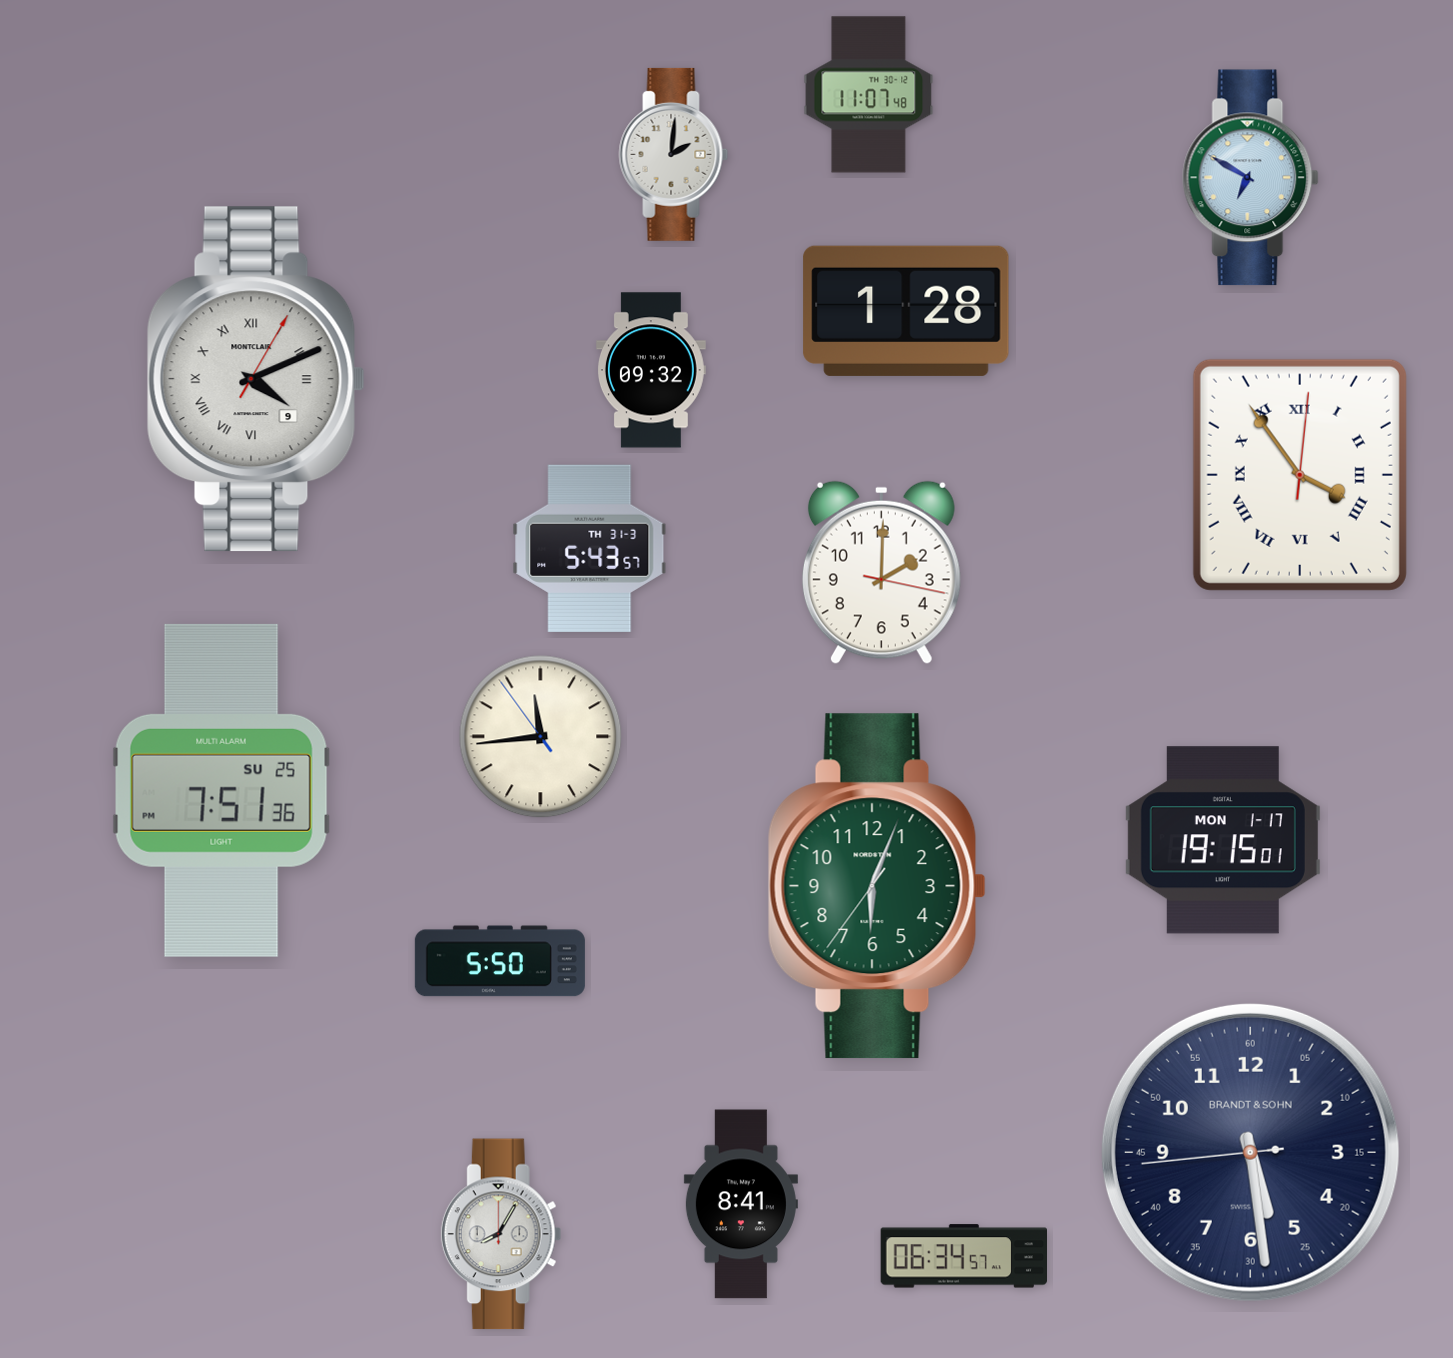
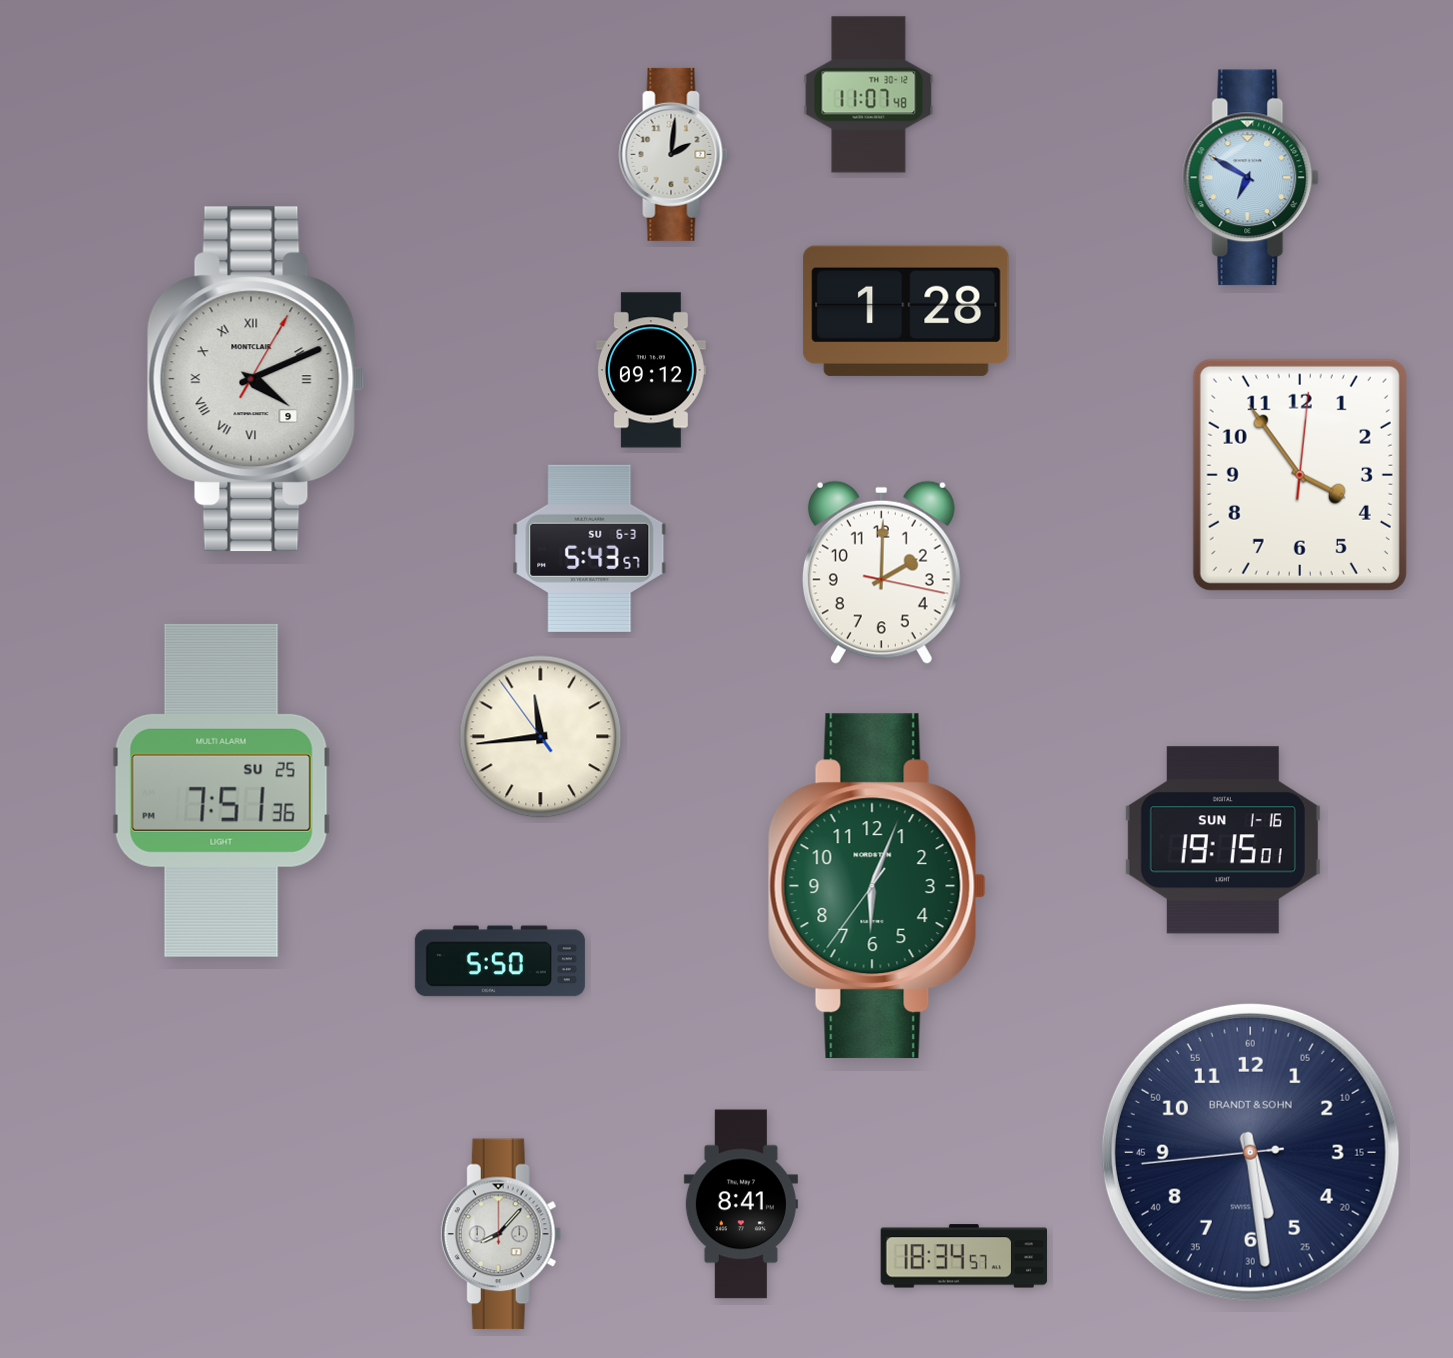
clock at (651, 370): 09:32 -> 09:12
clock at (1300, 475) numerals: Roman -> Arabic
clock at (590, 548) date: TH 31-3 -> SU 6-3
clock at (1223, 840) date: MON 1-17 -> SUN 1-16
clock at (501, 1234): 8:05 -> 8:07
clock at (963, 1256): 06:34 -> 18:34
